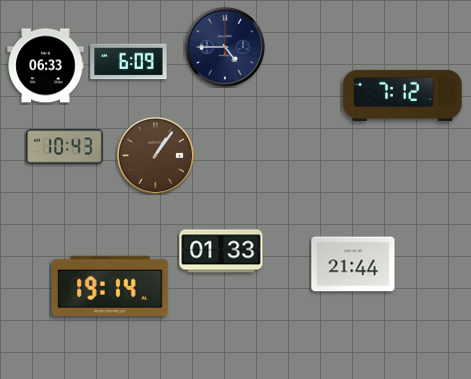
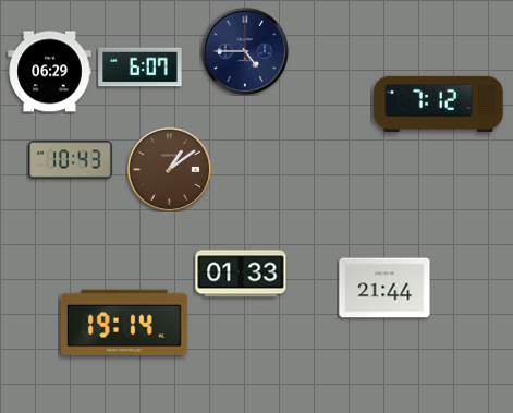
clock at (129, 62): 6:09 -> 6:07
clock at (46, 66): 06:33 -> 06:29
clock at (155, 155): 1:06 -> 1:09
clock at (110, 286) position: (110, 286) -> (124, 323)
